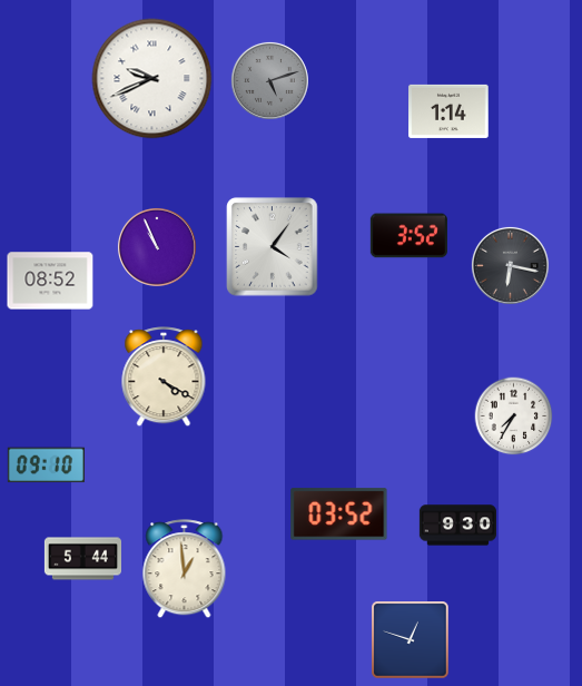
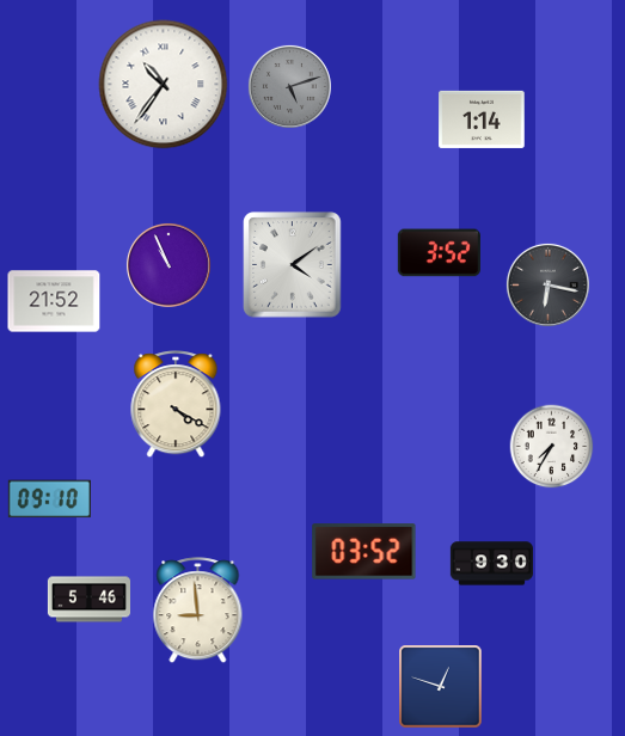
clock at (152, 79): 9:41 -> 10:36
clock at (273, 247): 4:06 -> 4:09
clock at (50, 281): 08:52 -> 21:52
clock at (82, 559): 5:44 -> 5:46
clock at (185, 569): 12:59 -> 8:59
